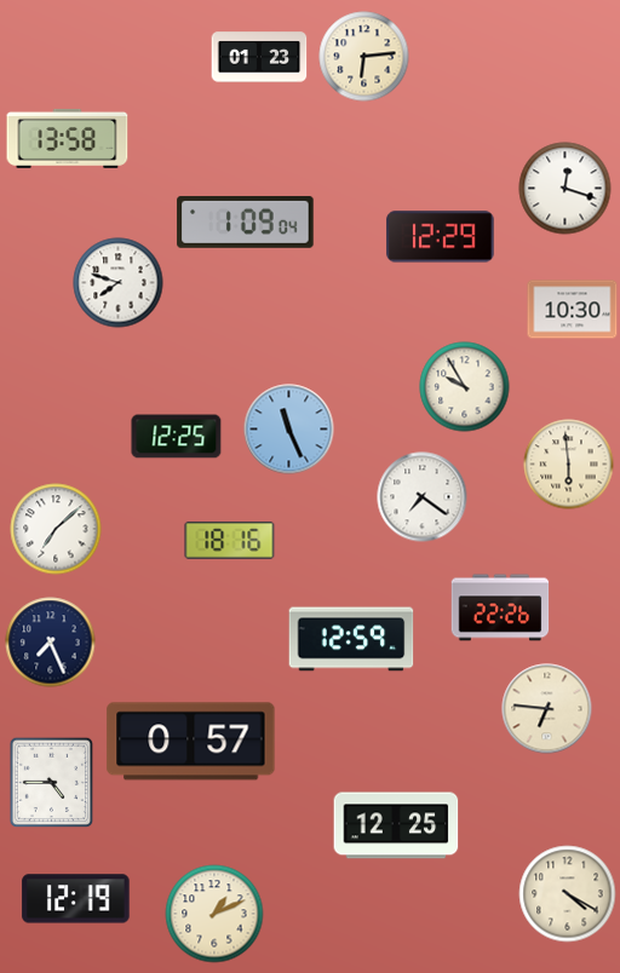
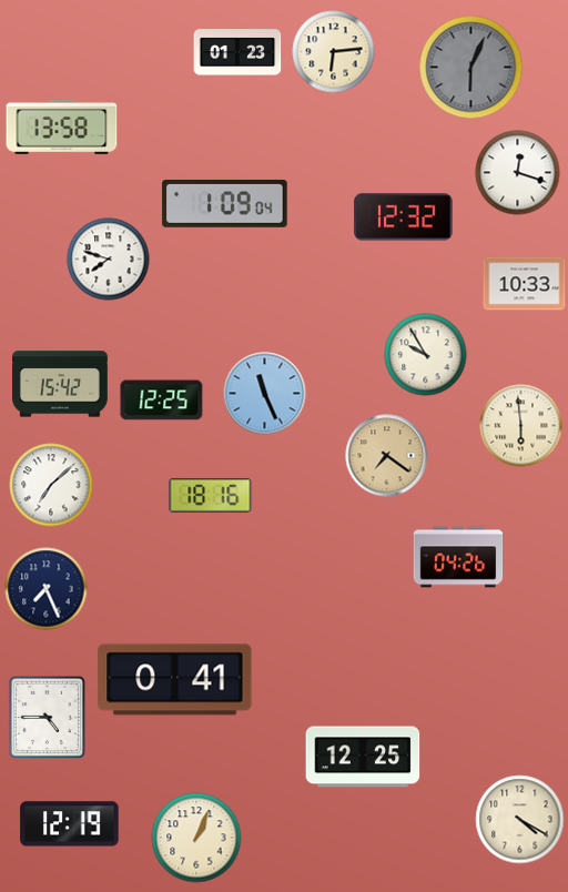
clock at (471, 68): none -> 6:04
clock at (441, 237): 12:29 -> 12:32
clock at (573, 310): 10:30 -> 10:33
clock at (61, 384): none -> 15:42
clock at (423, 497) dial: white -> champagne
clock at (500, 608): 22:26 -> 04:26
clock at (351, 639): 12:59 -> none
clock at (547, 709): 6:46 -> none
clock at (191, 742): 0:57 -> 0:41
clock at (214, 914): 1:11 -> 1:04
